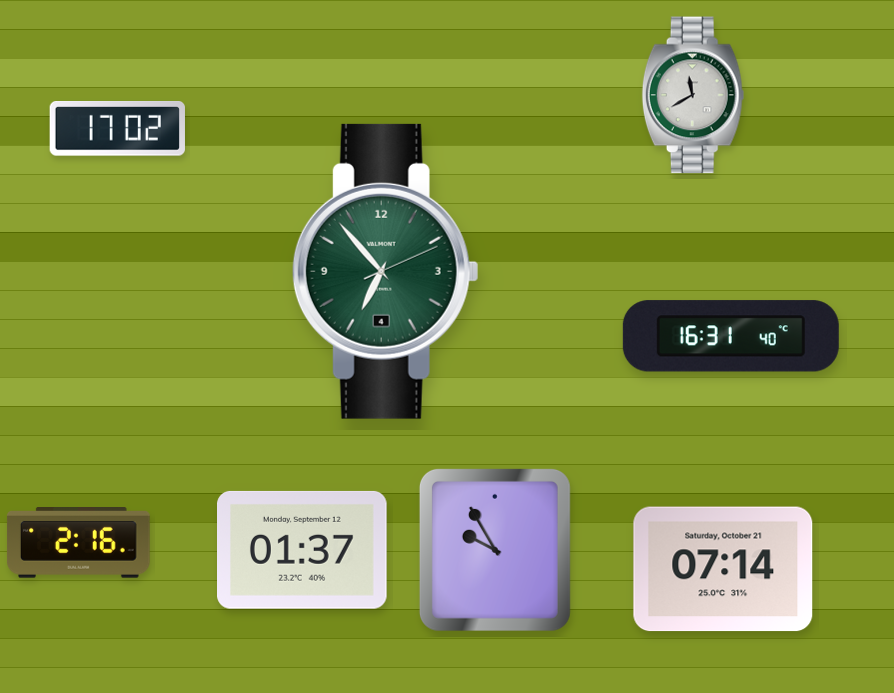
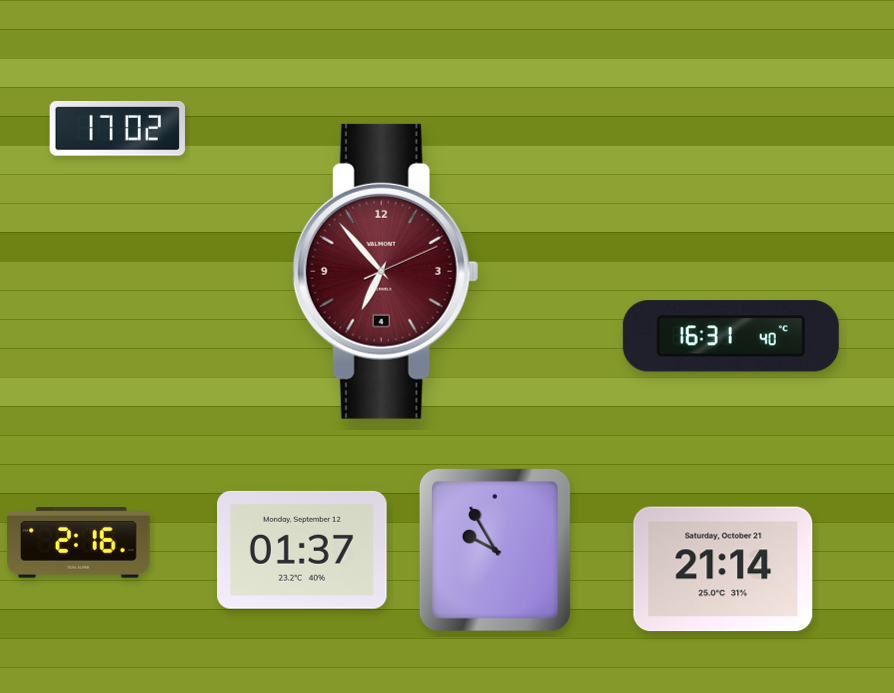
clock at (693, 95): 11:40 -> none
clock at (385, 271) dial: green -> burgundy
clock at (723, 569): 07:14 -> 21:14
